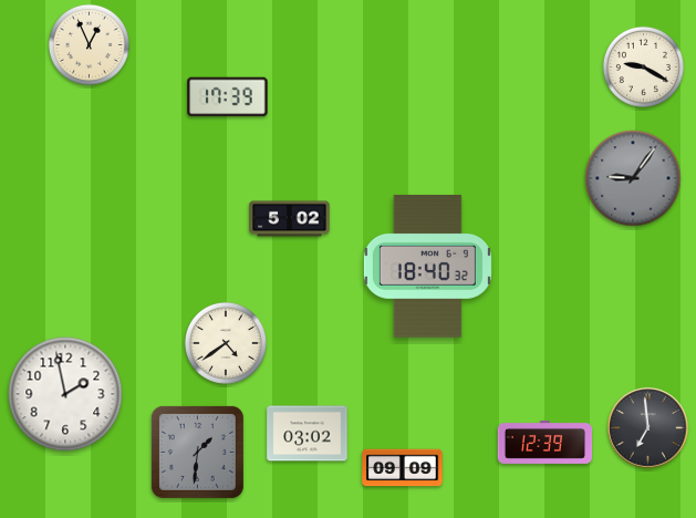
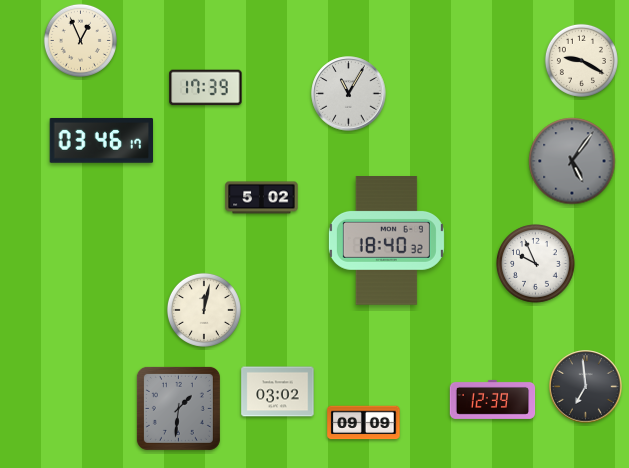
clock at (349, 94): none -> 11:05
clock at (102, 140): none -> 03:46
clock at (633, 178): 9:06 -> 5:06
clock at (536, 264): none -> 9:56
clock at (226, 343): 4:39 -> 12:02
clock at (65, 394): 1:58 -> none
